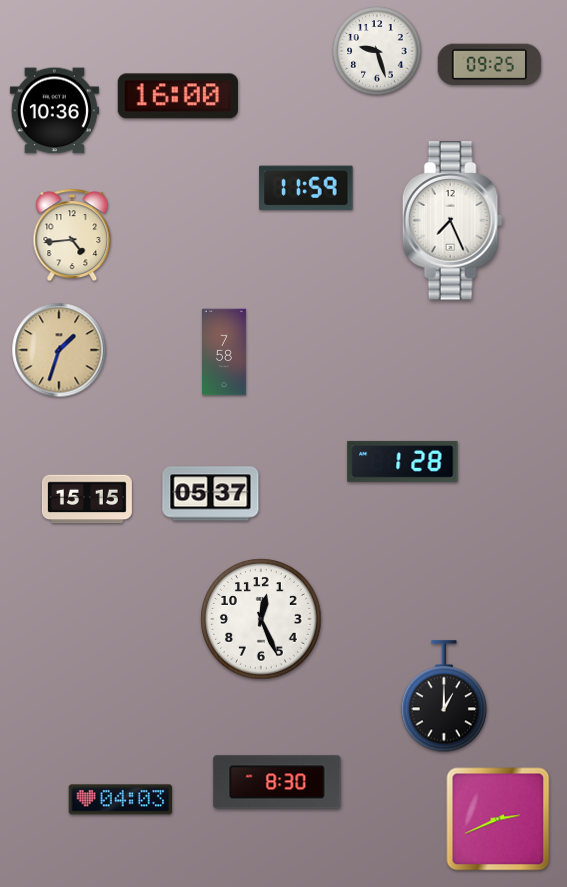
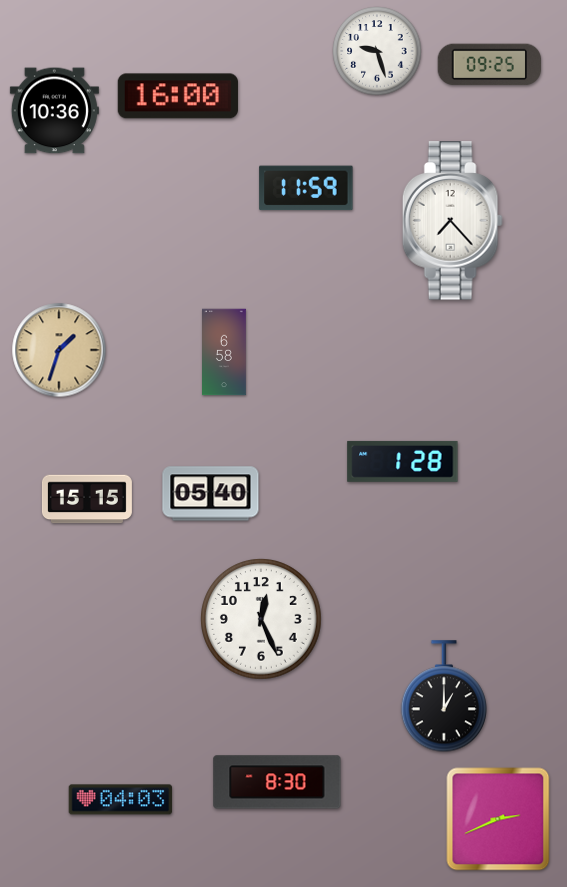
clock at (452, 221): 7:26 -> 7:23
clock at (72, 235): 4:44 -> none
clock at (225, 352): 7:58 -> 6:58
clock at (211, 494): 05:37 -> 05:40
